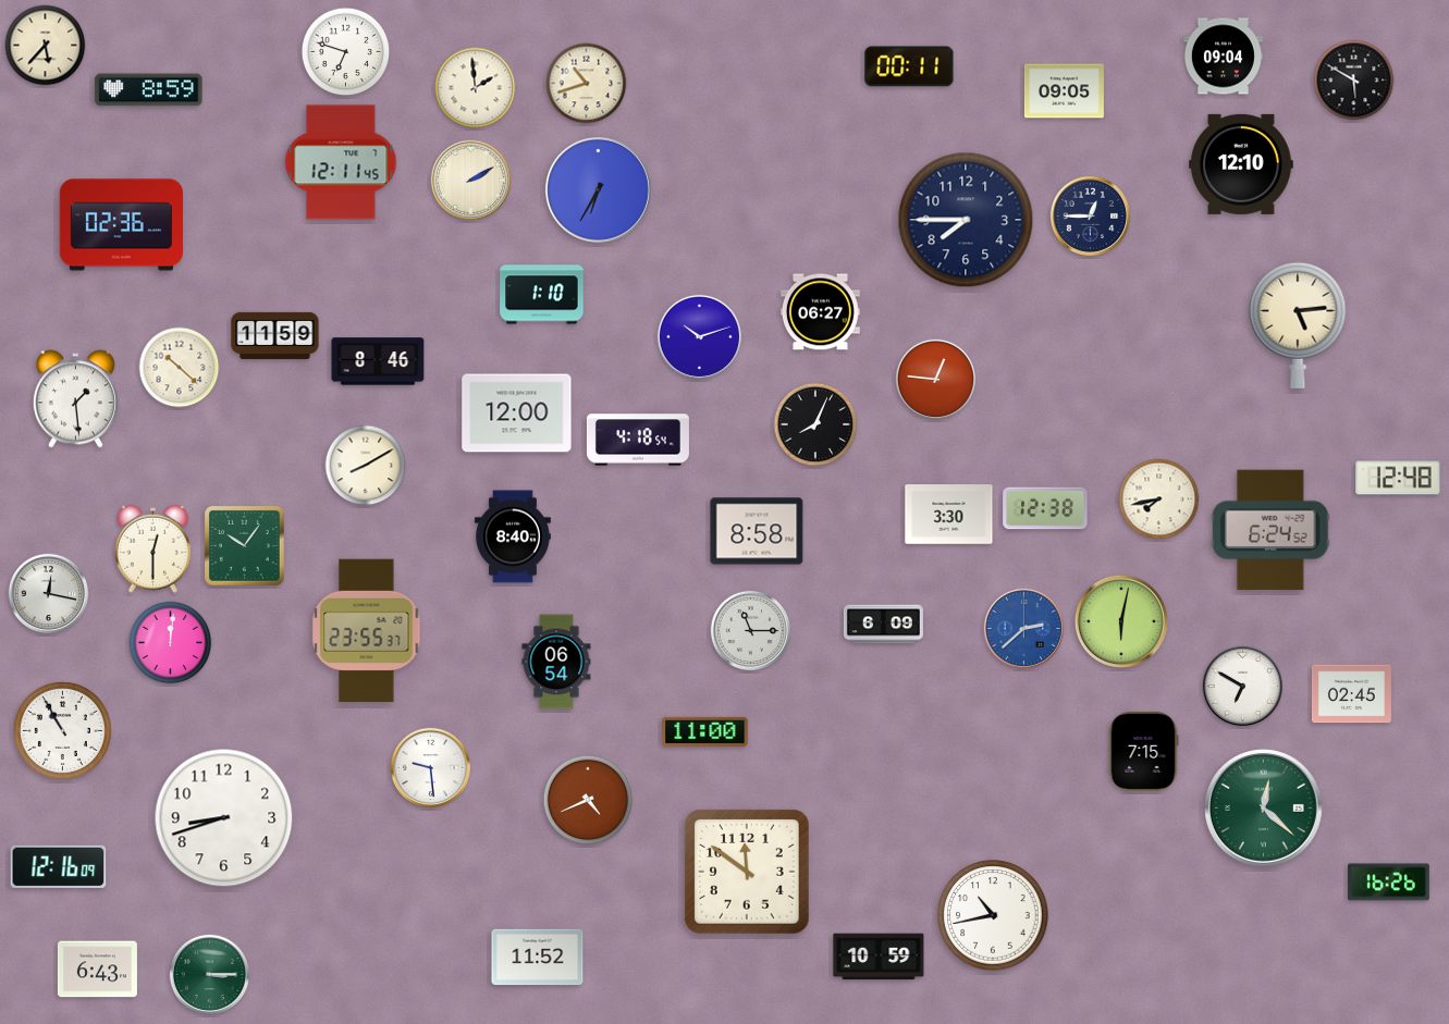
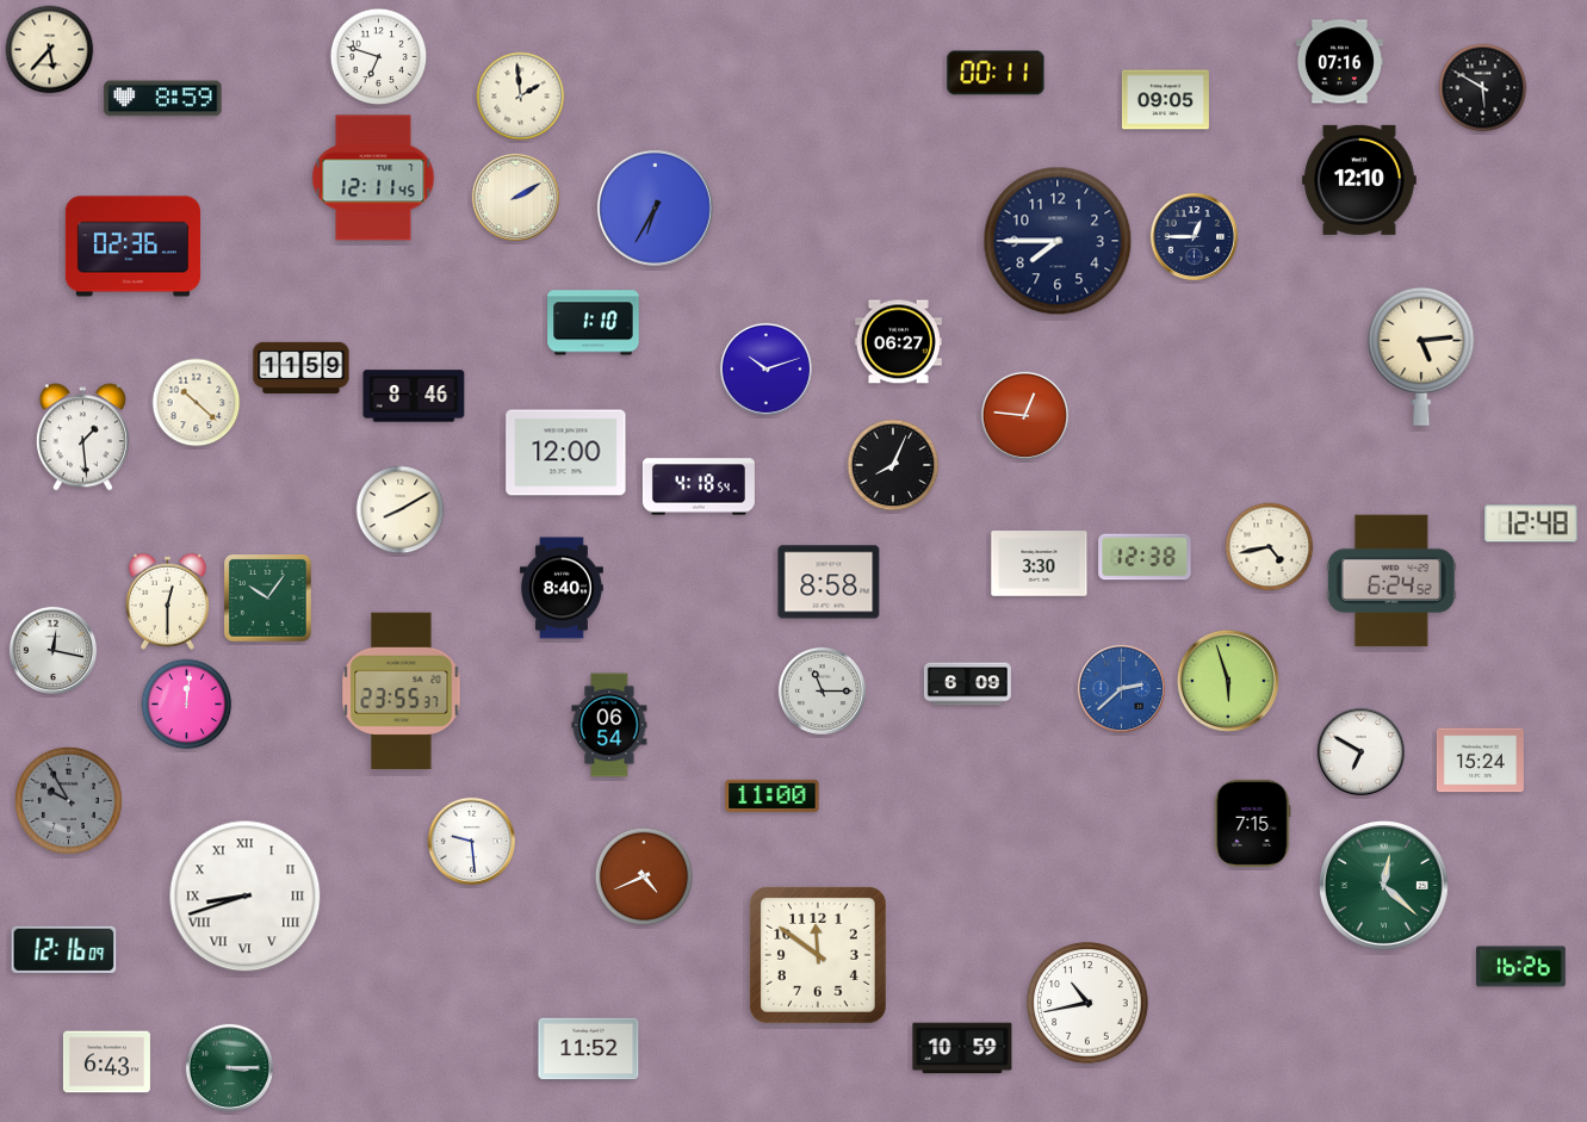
clock at (1223, 57): 09:04 -> 07:16
clock at (587, 84): 10:42 -> none
clock at (638, 440) position: (638, 440) -> (699, 486)
clock at (1159, 499): 7:43 -> 4:43
clock at (1121, 621): 6:02 -> 5:57
clock at (1351, 694): 02:45 -> 15:24
clock at (62, 730): 10:55 -> 9:55
clock at (62, 730) dial: white -> grey
clock at (705, 731) position: (705, 731) -> (773, 795)
clock at (224, 818) numerals: Arabic -> Roman
